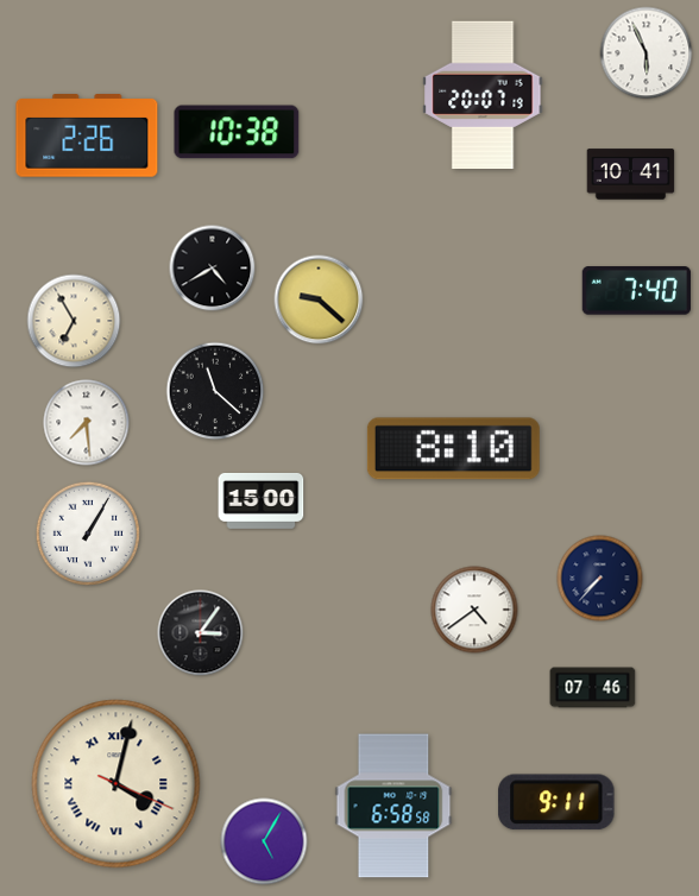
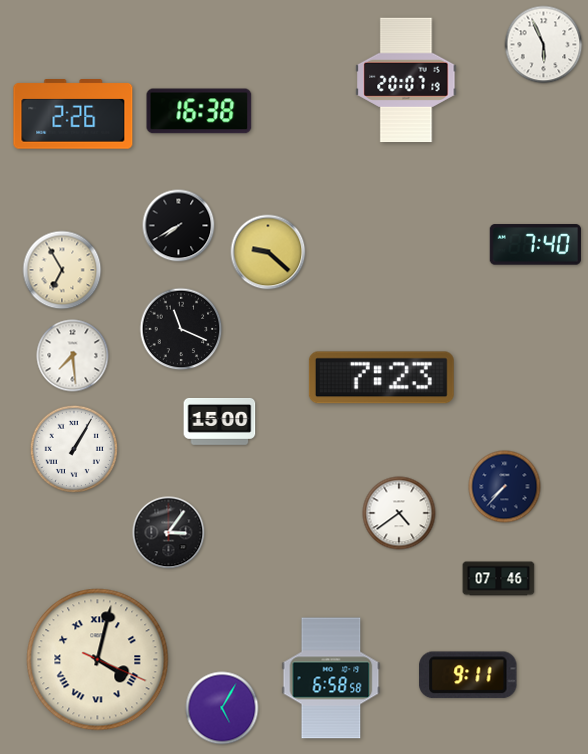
clock at (237, 132): 10:38 -> 16:38
clock at (631, 175): 10:41 -> none
clock at (213, 269): 4:40 -> 7:40
clock at (215, 391): 11:22 -> 11:19
clock at (453, 449): 8:10 -> 7:23
